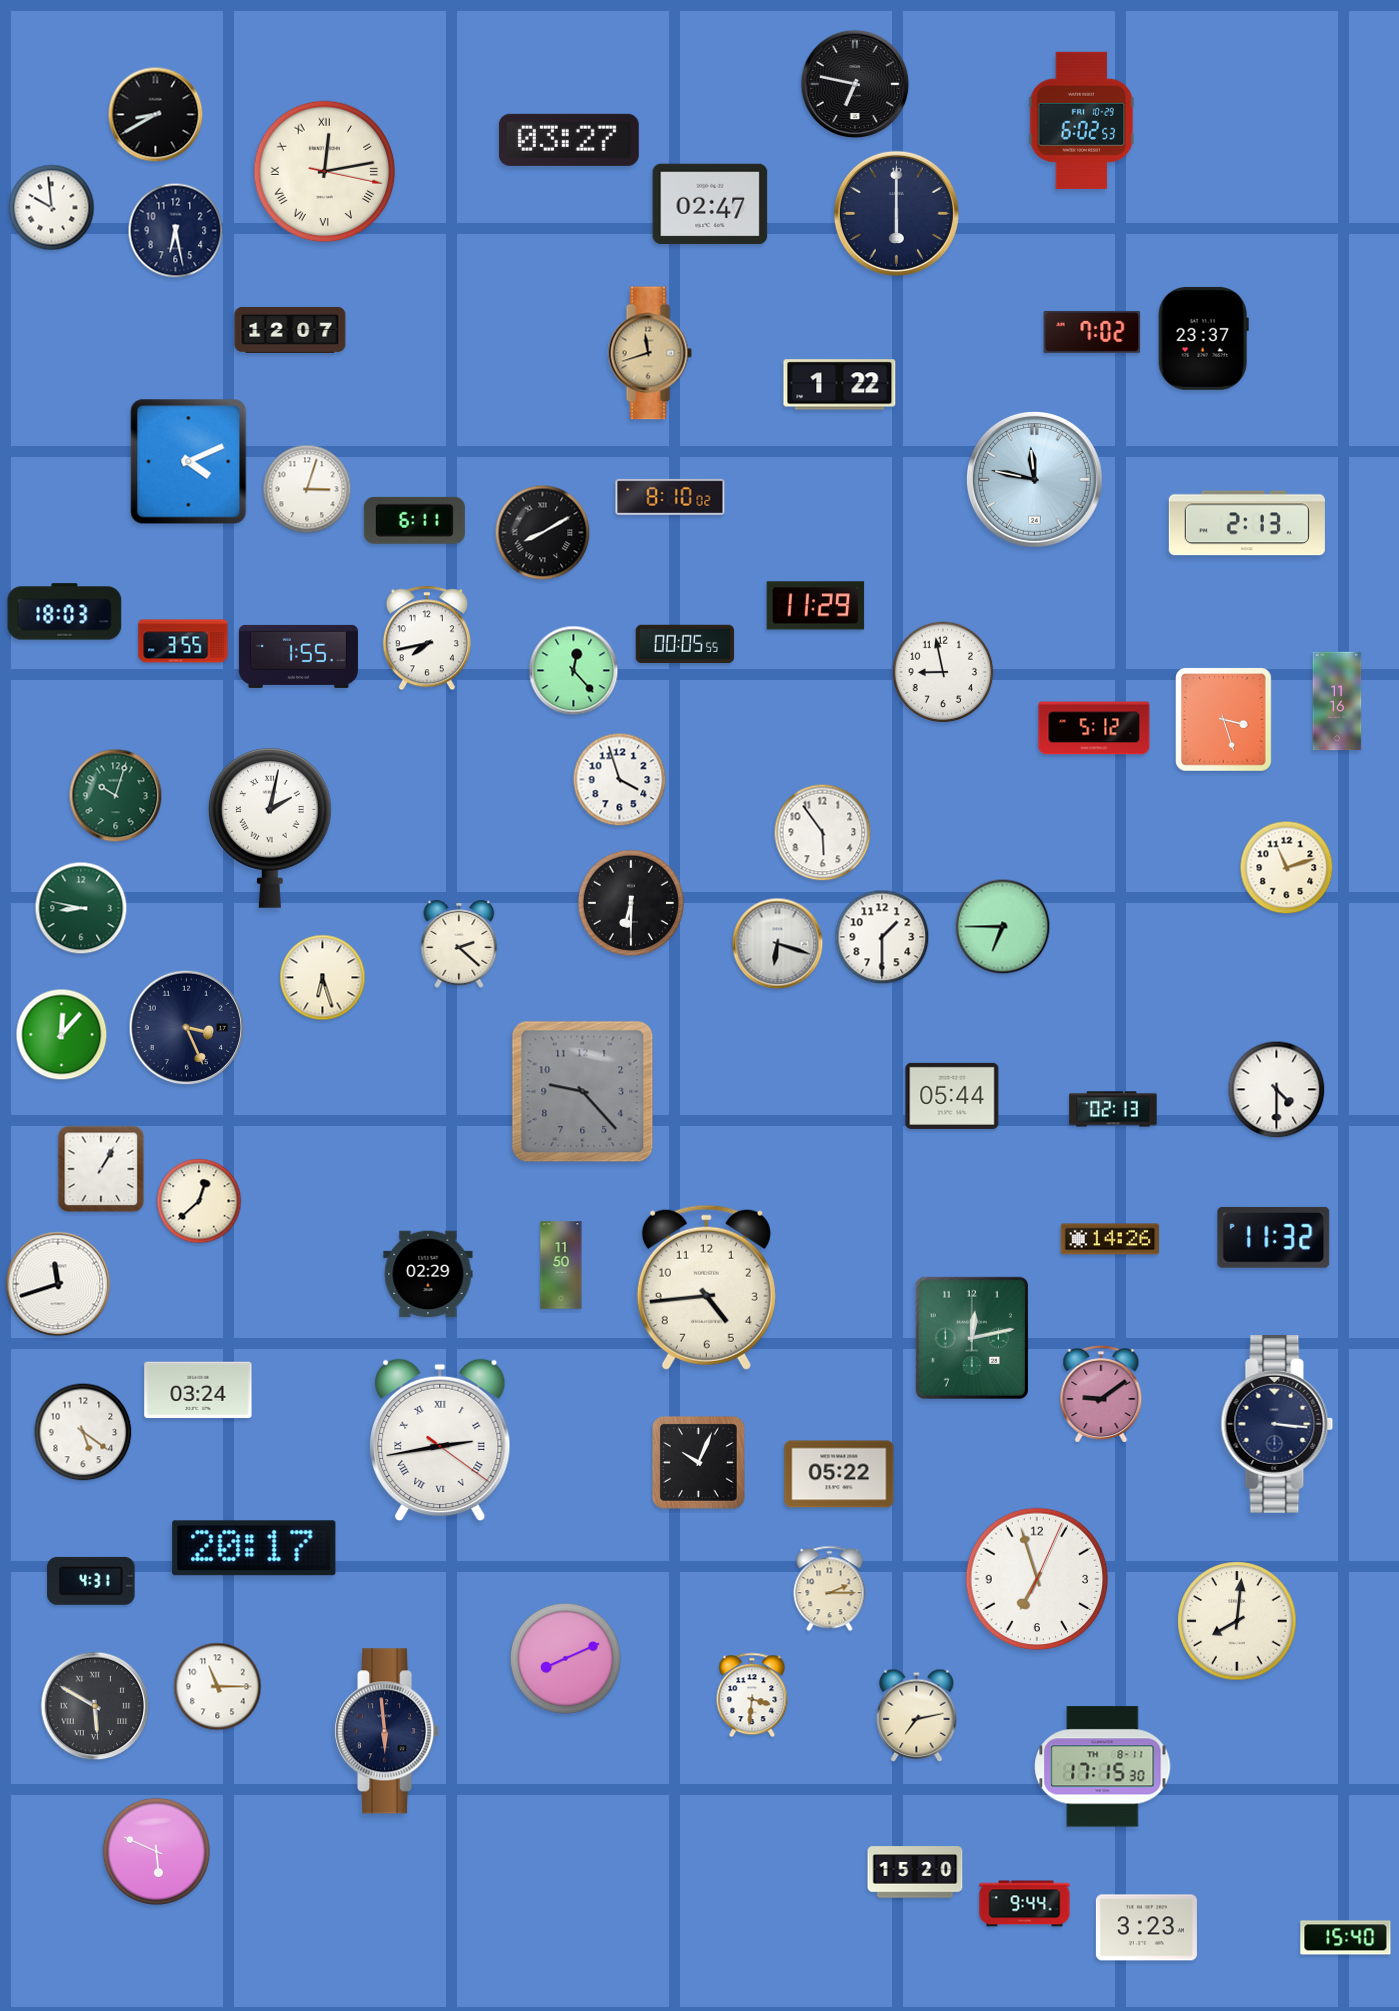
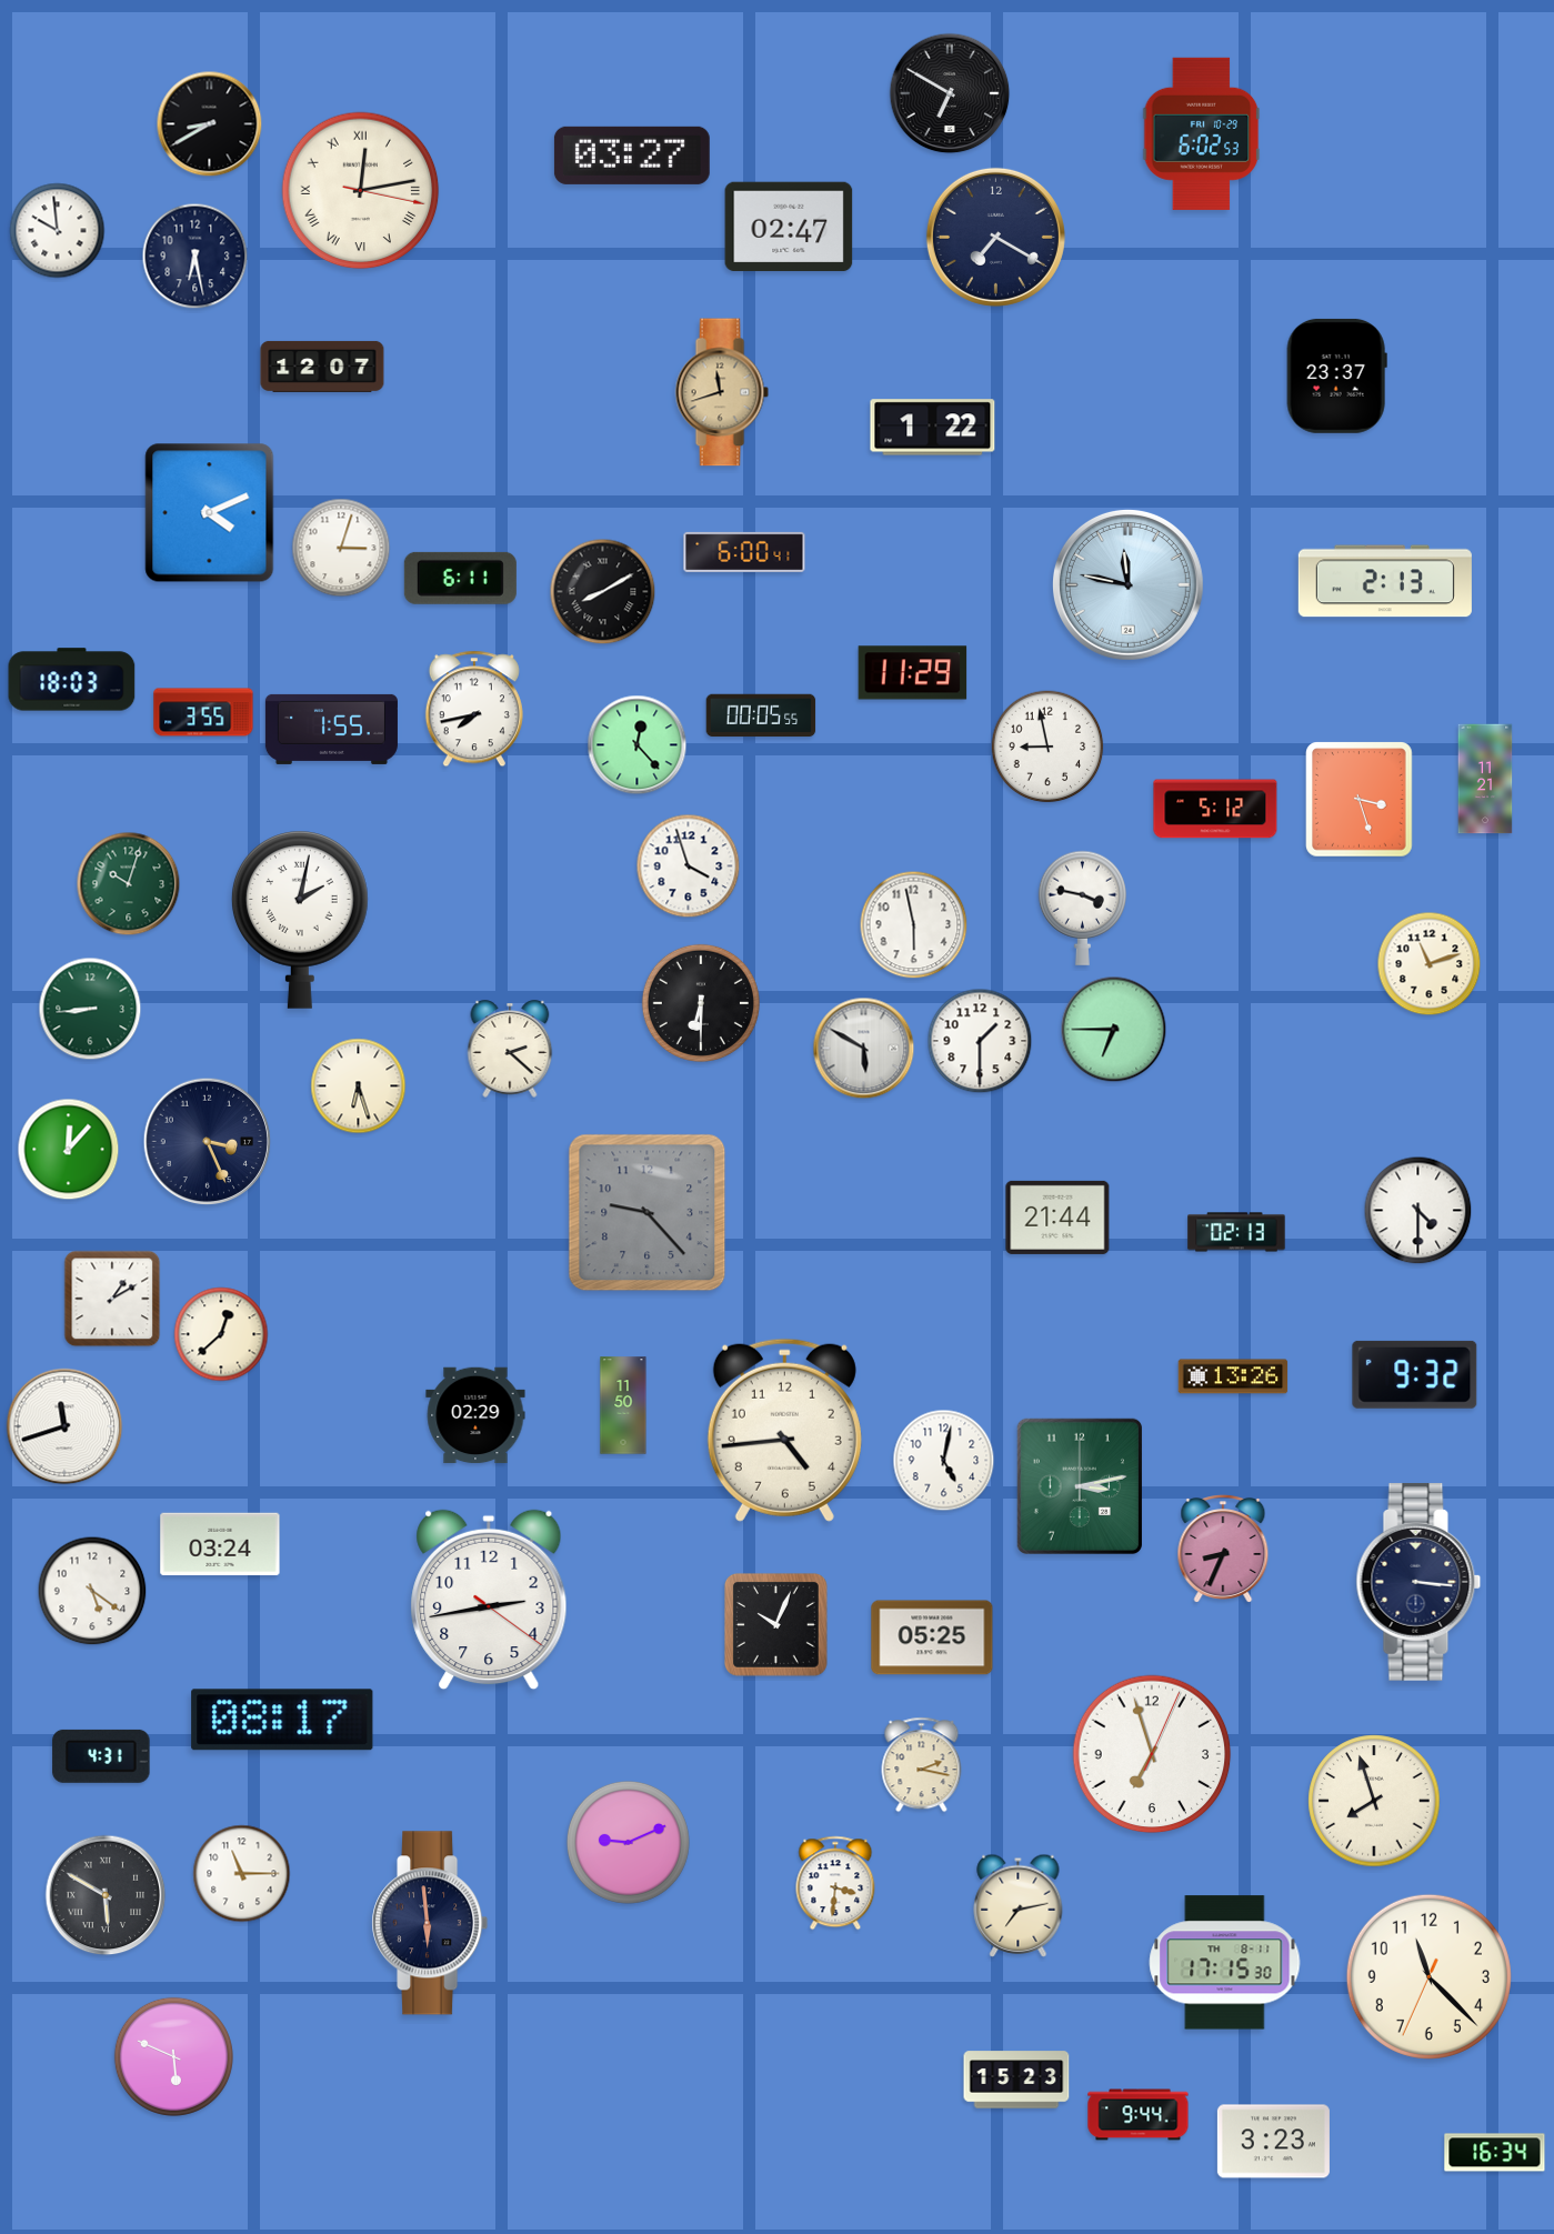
clock at (855, 84): 6:47 -> 6:50
clock at (156, 115) position: (156, 115) -> (210, 124)
clock at (896, 213): 6:00 -> 7:20
clock at (1092, 332): 7:02 -> none
clock at (1034, 479) position: (1034, 479) -> (1127, 584)
clock at (307, 489) position: (307, 489) -> (341, 548)
clock at (670, 497): 8:10 -> 6:00
clock at (816, 606) position: (816, 606) -> (913, 673)
clock at (1337, 701): 11:16 -> 11:21
clock at (1082, 908): none -> 3:47
clock at (823, 833): 5:54 -> 5:58
clock at (81, 908): 8:47 -> 8:44
clock at (778, 944): 6:18 -> 5:50
clock at (952, 1096): 05:44 -> 21:44
clock at (101, 1169): 1:05 -> 1:10
clock at (1274, 1237): 11:32 -> 9:32
clock at (1110, 1239): 14:26 -> 13:26
clock at (944, 1461): none -> 5:02
clock at (972, 1337): 12:13 -> 3:13
clock at (1101, 1395): 9:09 -> 8:34
clock at (440, 1440) numerals: Roman -> Arabic
clock at (839, 1474): 05:22 -> 05:25
clock at (254, 1548): 20:17 -> 08:17
clock at (830, 1589): 2:15 -> 2:17
clock at (1237, 1621): 8:01 -> 7:57
clock at (565, 1658): 8:11 -> 9:11
clock at (1428, 1976): none -> 11:22
clock at (915, 1872): 15:20 -> 15:23
clock at (1346, 1938): 15:40 -> 16:34
